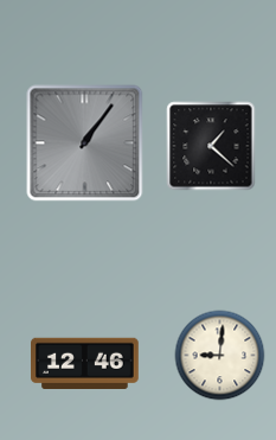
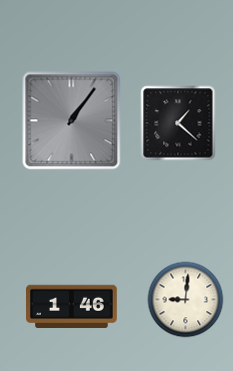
clock at (85, 363): 12:46 -> 1:46
